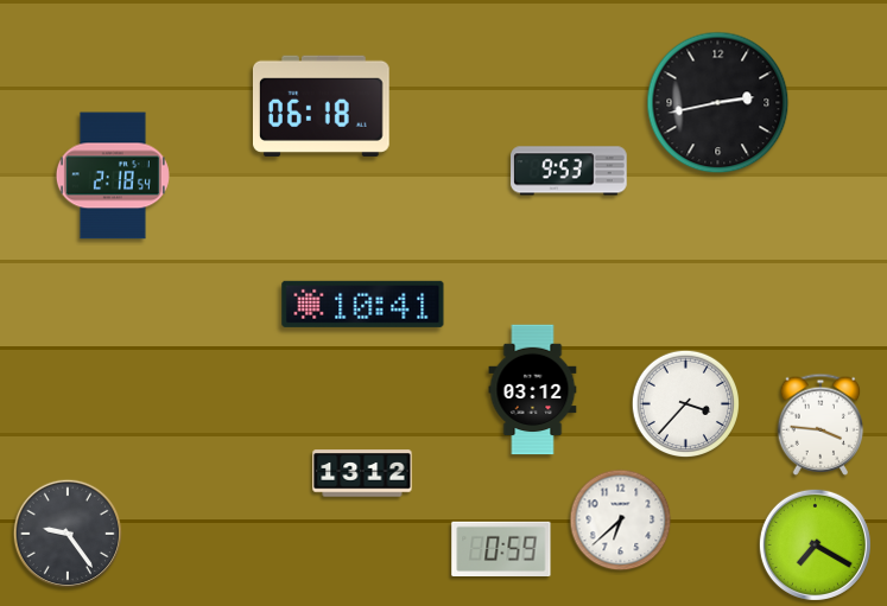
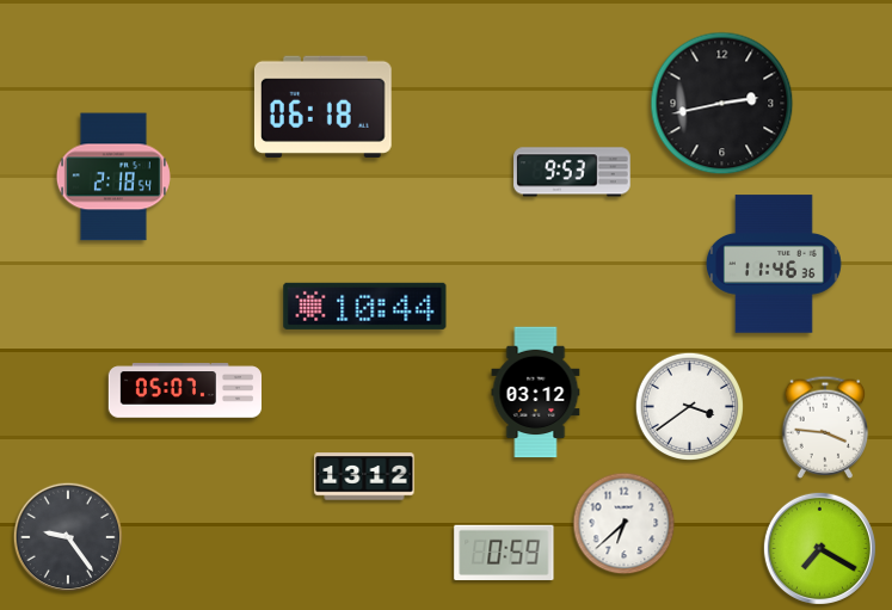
clock at (774, 264): none -> 11:46
clock at (363, 304): 10:41 -> 10:44
clock at (184, 390): none -> 05:07
clock at (685, 403): 3:37 -> 3:39
